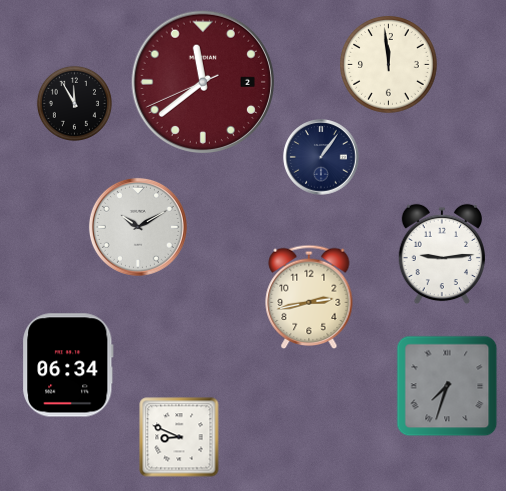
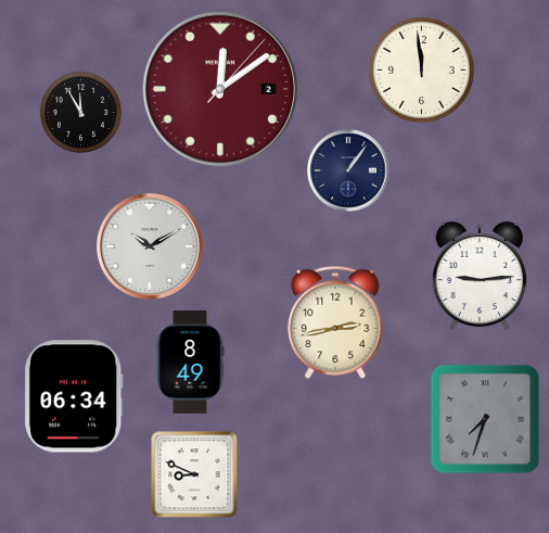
clock at (203, 82): 11:38 -> 12:09
clock at (190, 361): none -> 8:49
